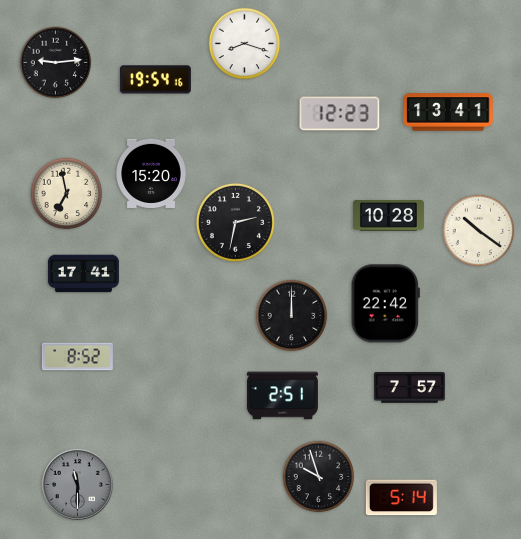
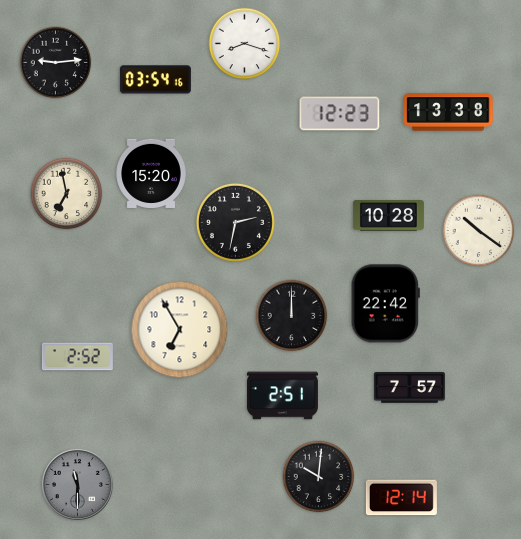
clock at (155, 80): 19:54 -> 03:54
clock at (448, 112): 13:41 -> 13:38
clock at (83, 274): 17:41 -> none
clock at (180, 330): none -> 6:55
clock at (77, 357): 8:52 -> 2:52
clock at (319, 477): 9:57 -> 10:01
clock at (401, 498): 5:14 -> 12:14
